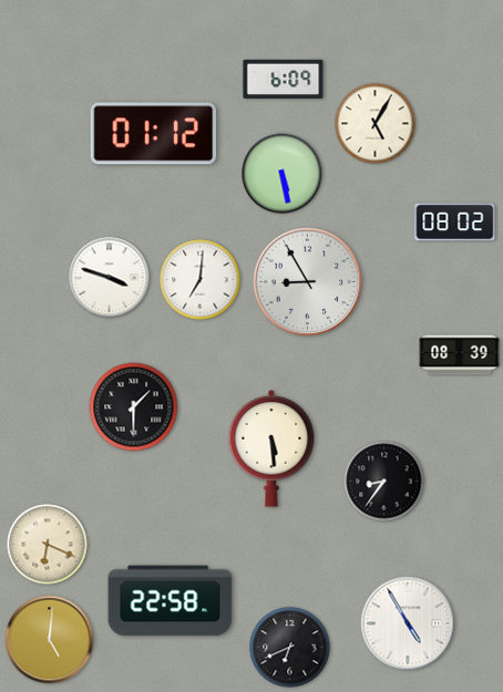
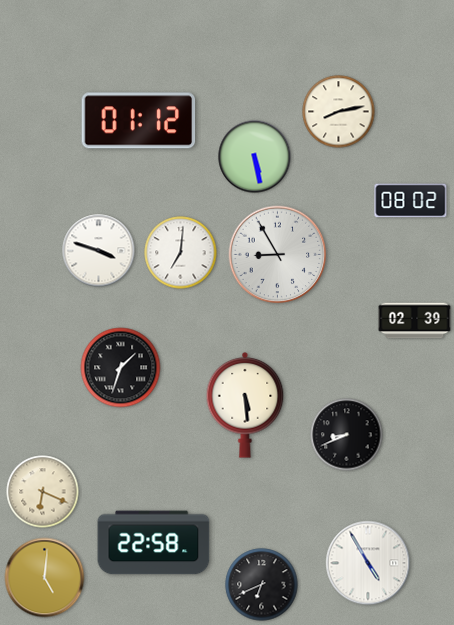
clock at (284, 80): 6:09 -> none
clock at (376, 124): 5:05 -> 8:13
clock at (460, 355): 08:39 -> 02:39
clock at (134, 407): 1:30 -> 1:33
clock at (384, 482): 8:36 -> 8:41
